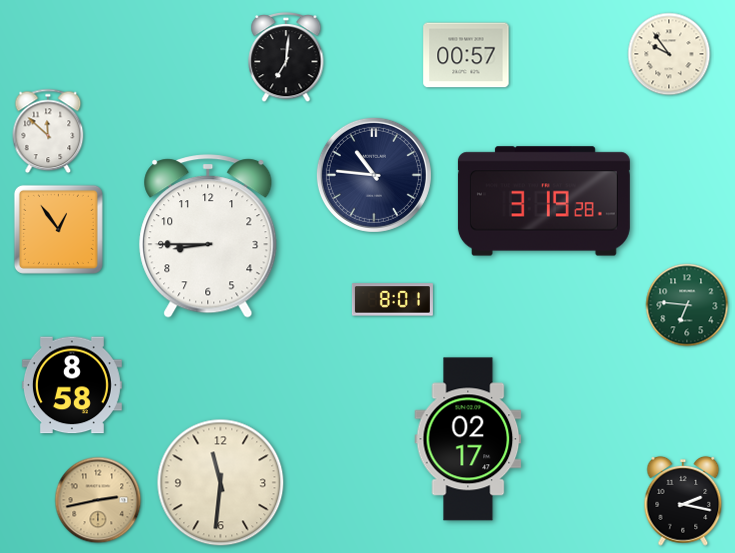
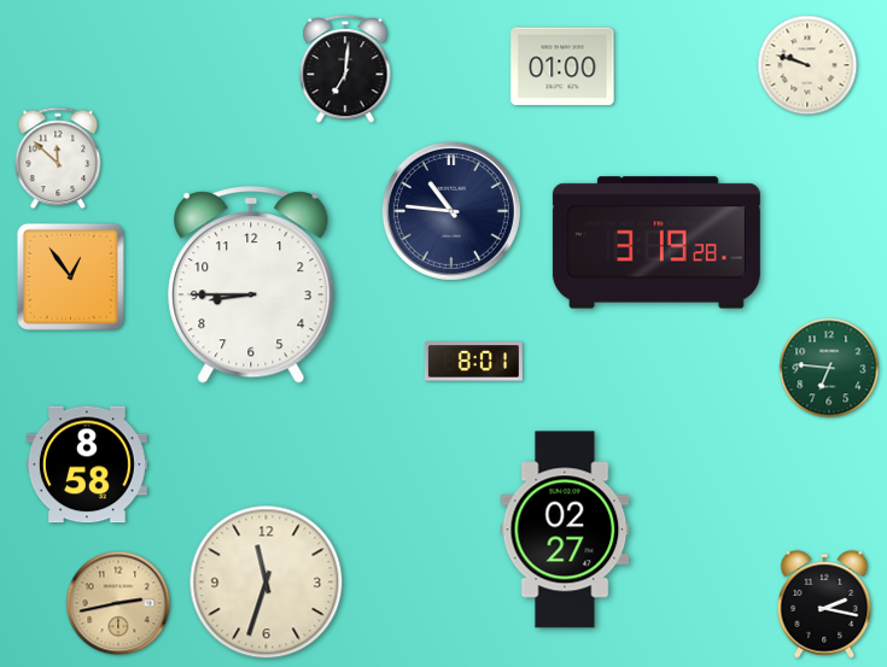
clock at (669, 54): 9:54 -> 9:48
clock at (466, 55): 00:57 -> 01:00
clock at (468, 439): 02:17 -> 02:27
clock at (221, 483): 11:31 -> 11:33
